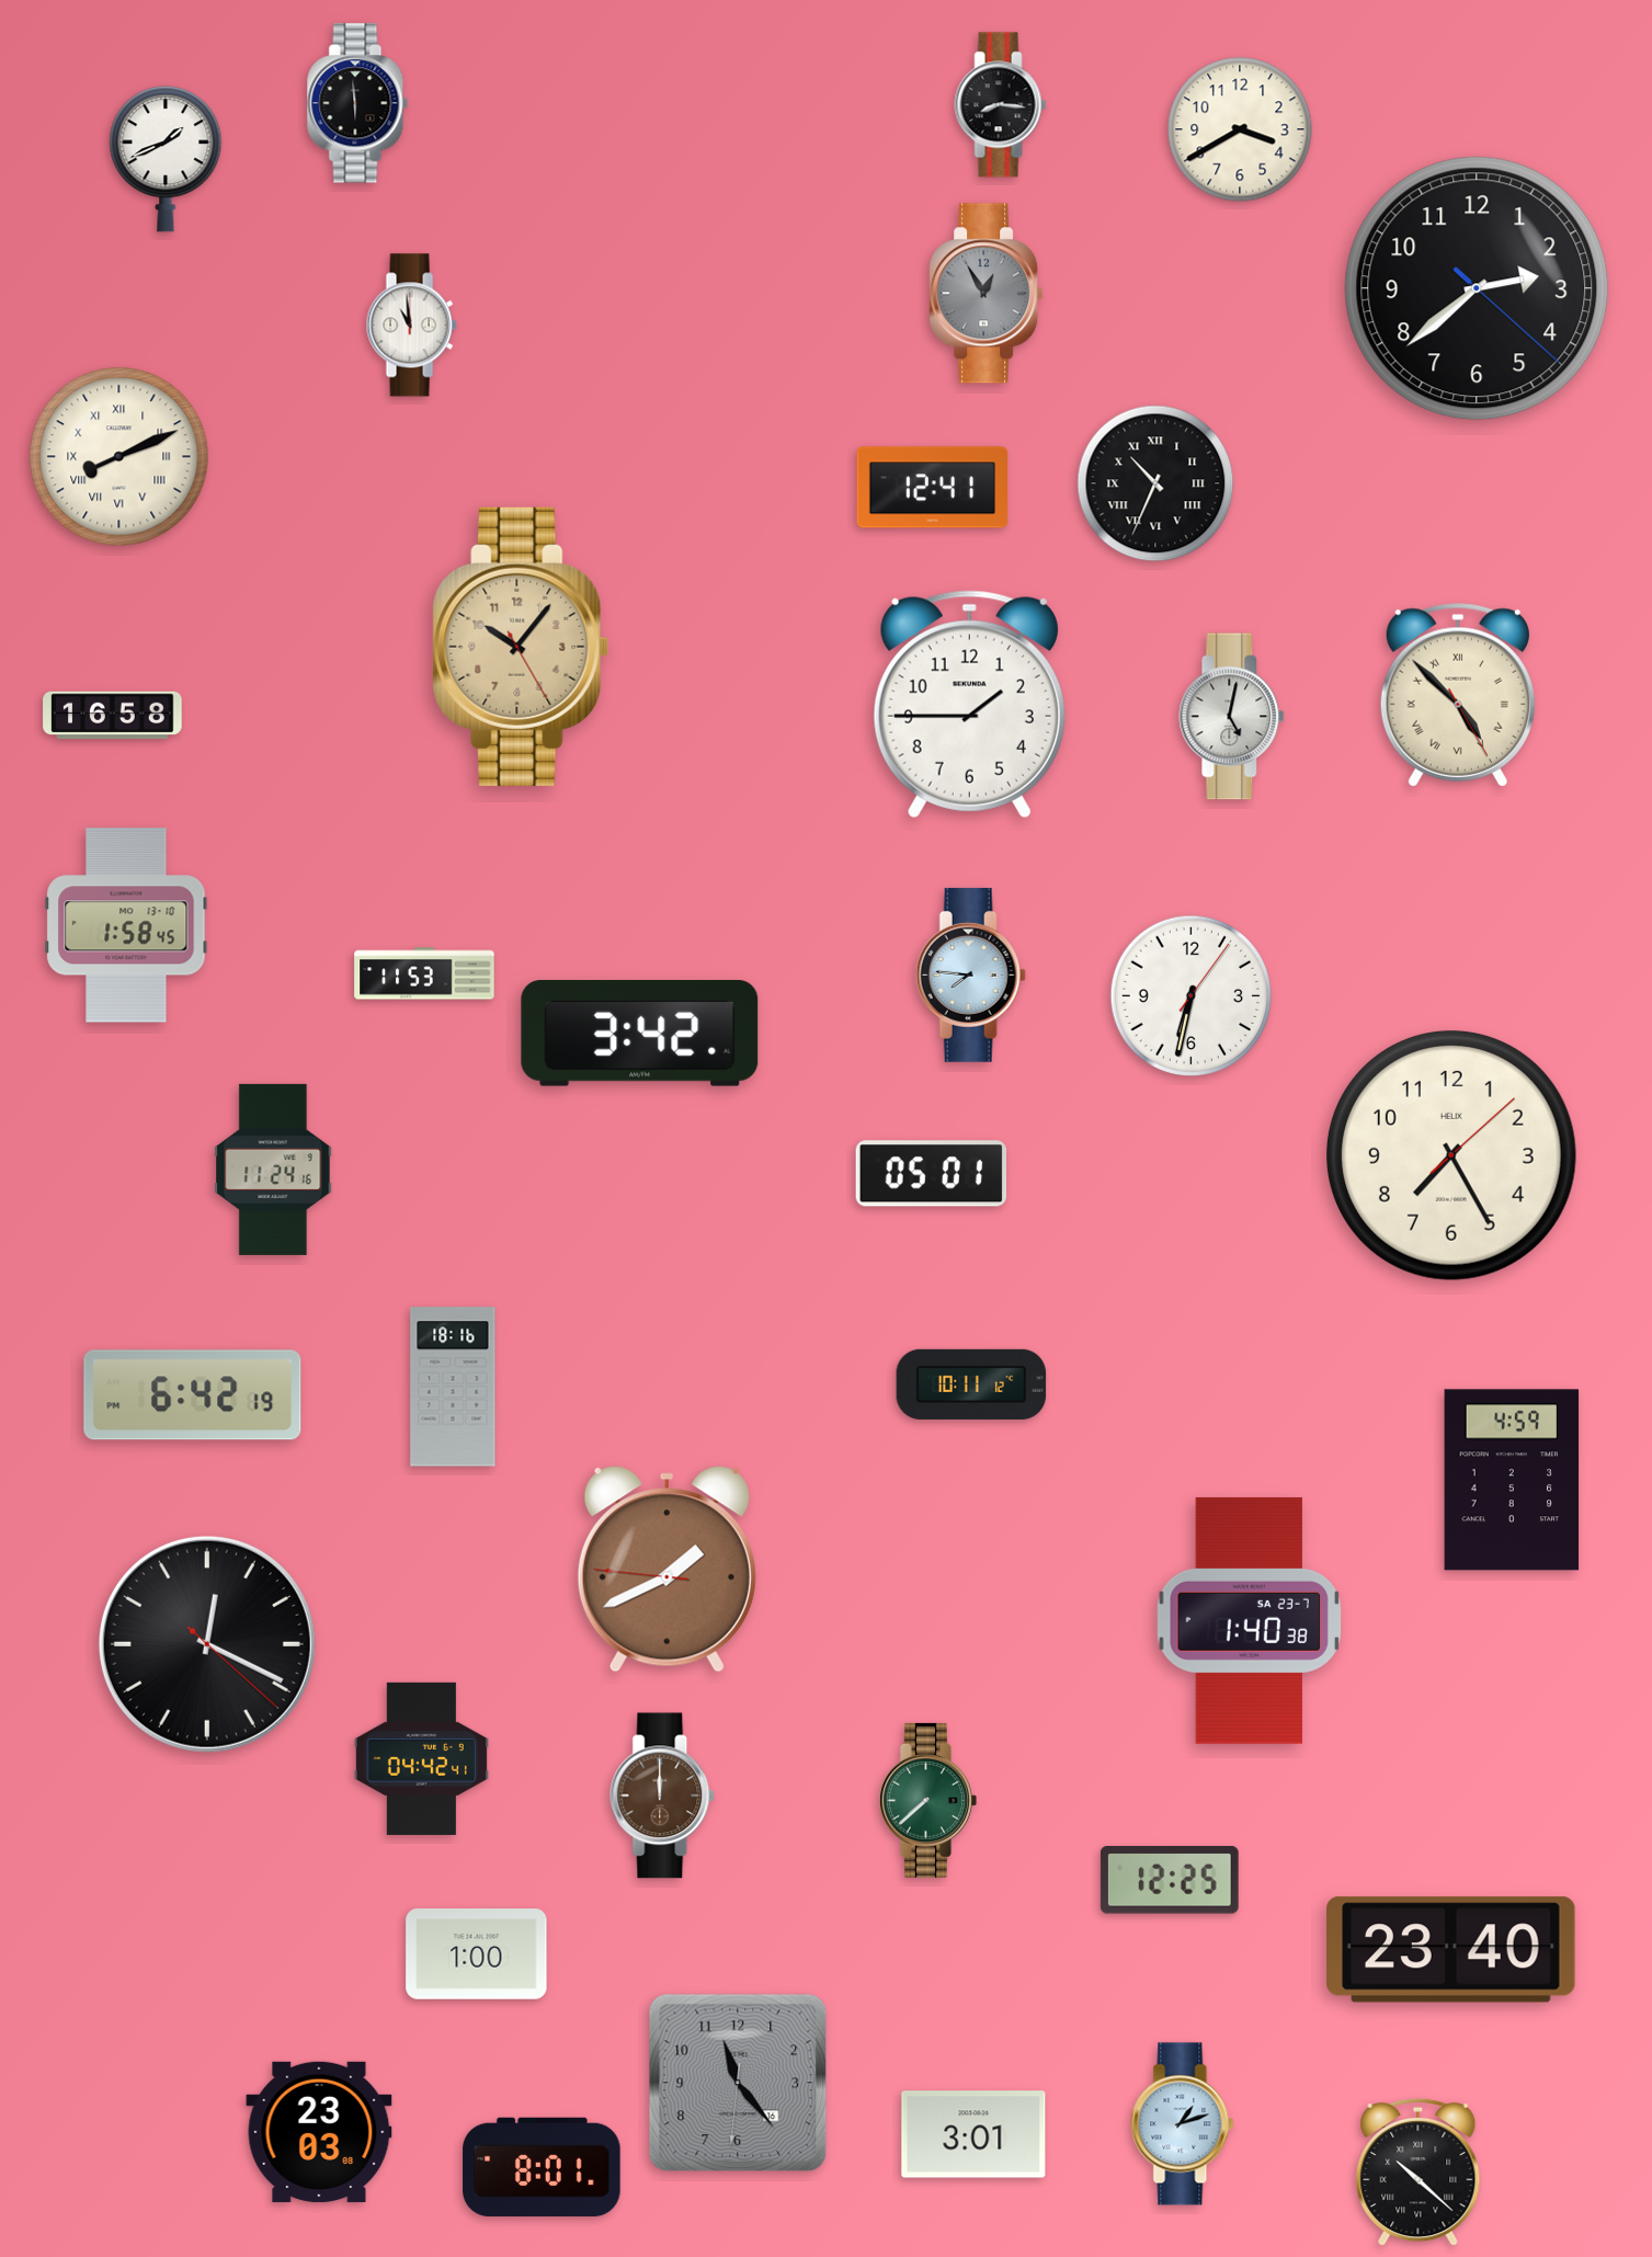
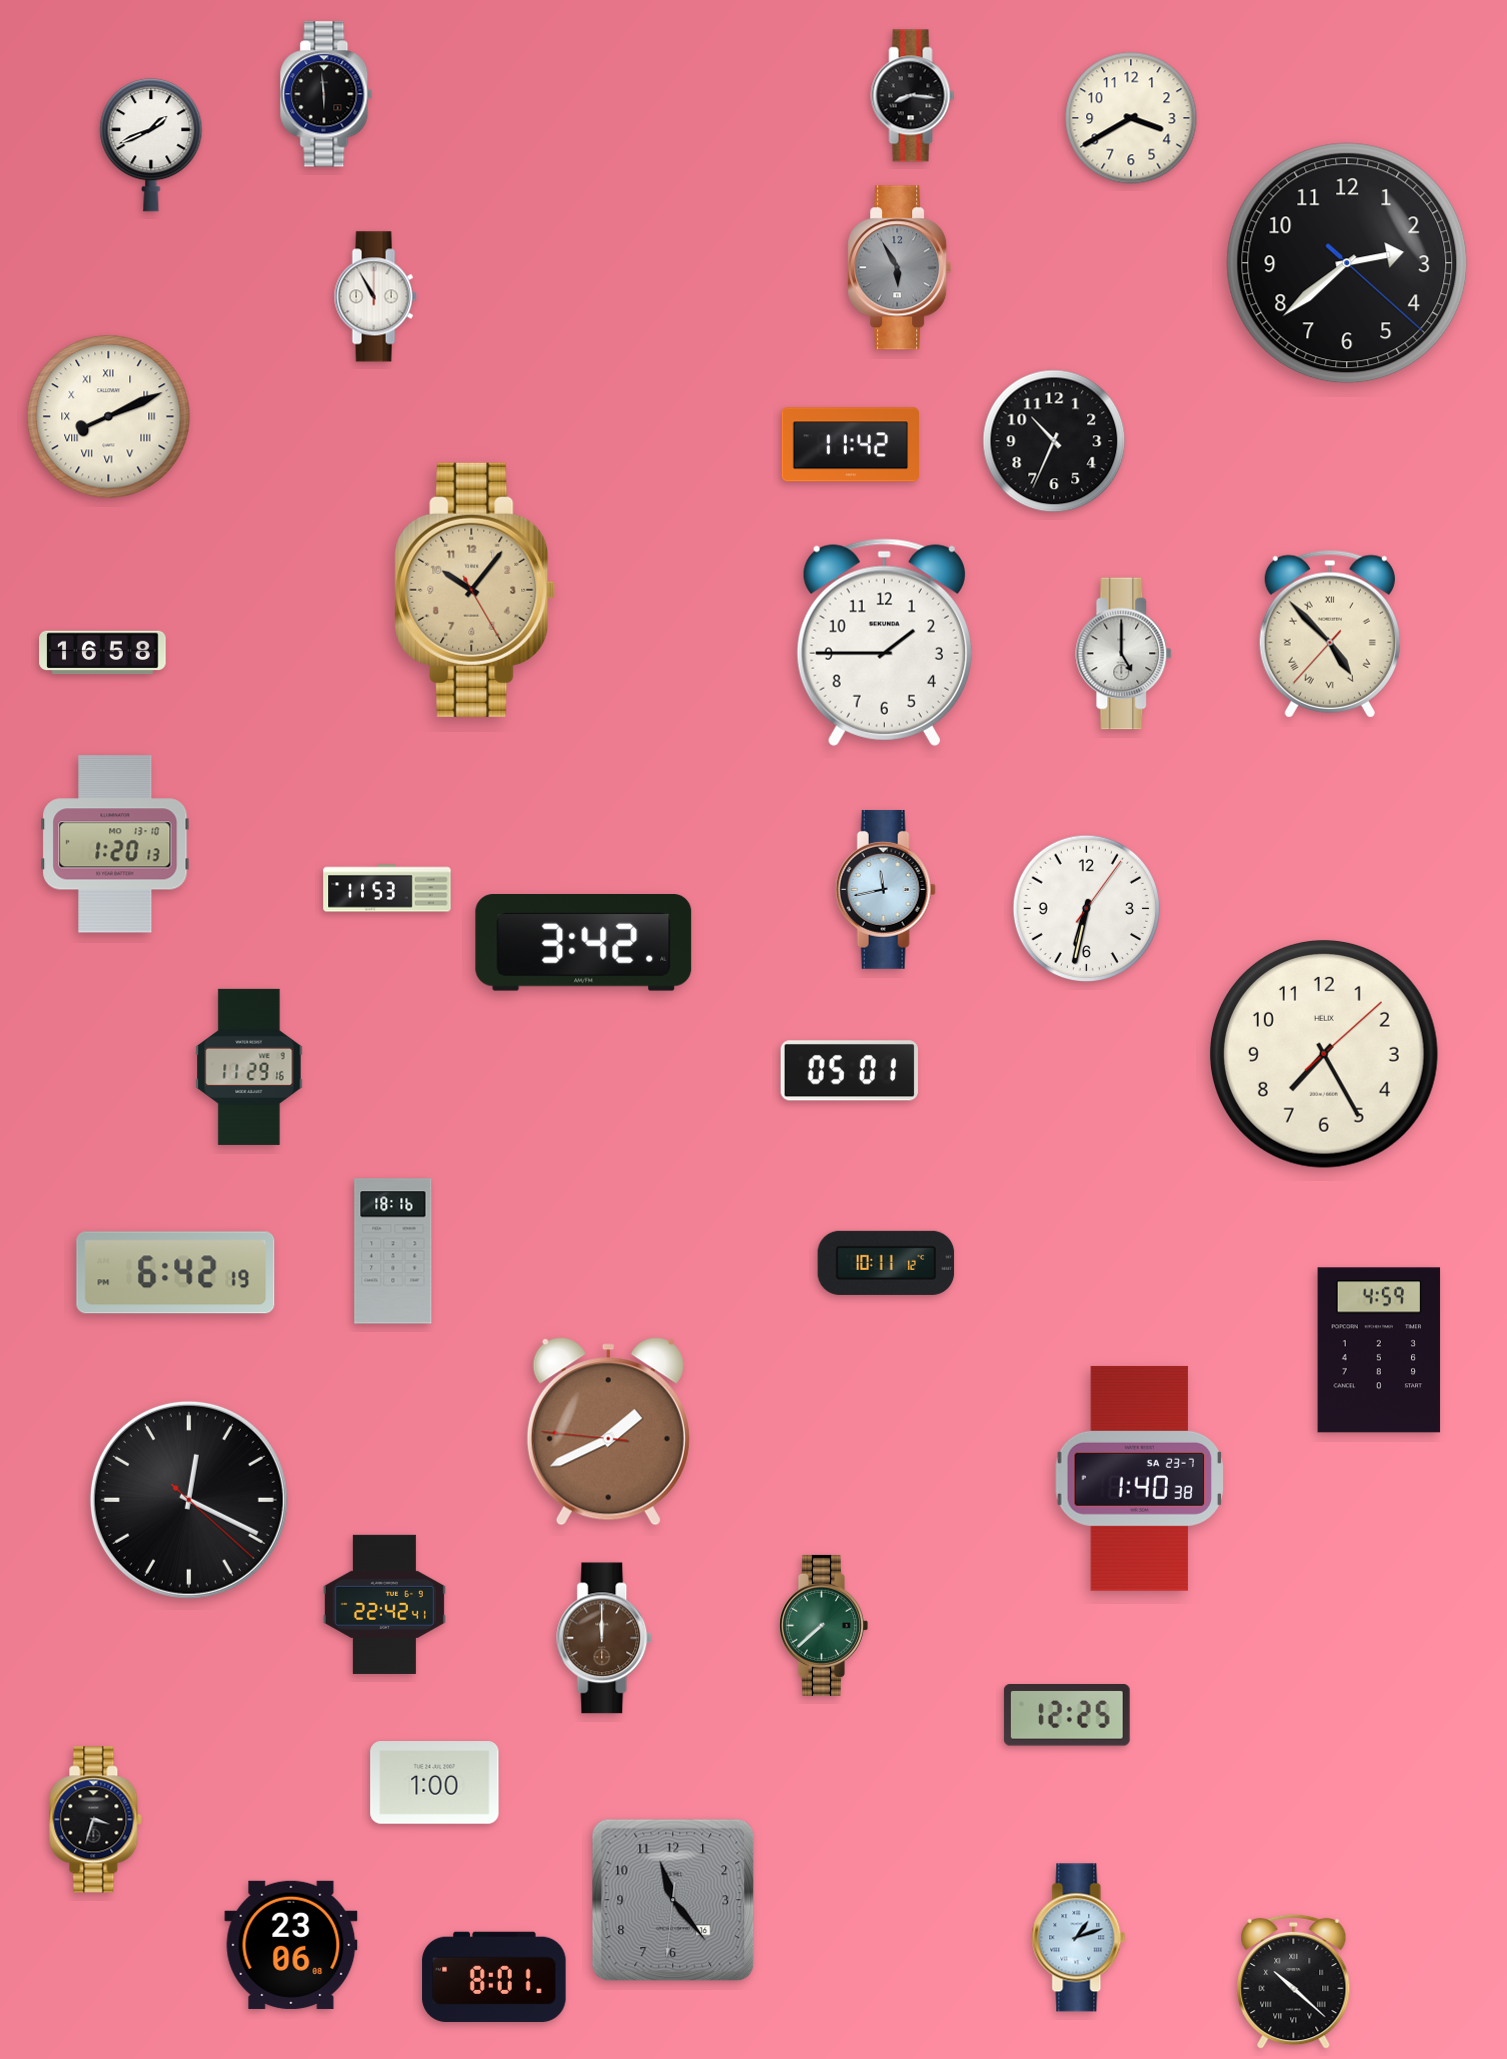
clock at (987, 294): 12:55 -> 5:55
clock at (411, 326): 10:59 -> 10:55
clock at (1155, 483) numerals: Roman -> Arabic
clock at (933, 488): 12:41 -> 11:42
clock at (1458, 695): 4:52:25 -> 4:52:37
clock at (1232, 717): 5:02 -> 5:00
clock at (126, 925): 1:58 -> 1:20
clock at (970, 974): 7:46 -> 11:43
clock at (273, 1170): 11:24 -> 11:29
clock at (453, 1387) position: (453, 1387) -> (393, 1251)
clock at (421, 1758): 04:42 -> 22:42
clock at (927, 1800) position: (927, 1800) -> (823, 1625)
clock at (1451, 1950): 23:40 -> none
clock at (96, 1820): none -> 3:33
clock at (319, 2132): 23:03 -> 23:06
clock at (973, 2134): 3:01 -> none
